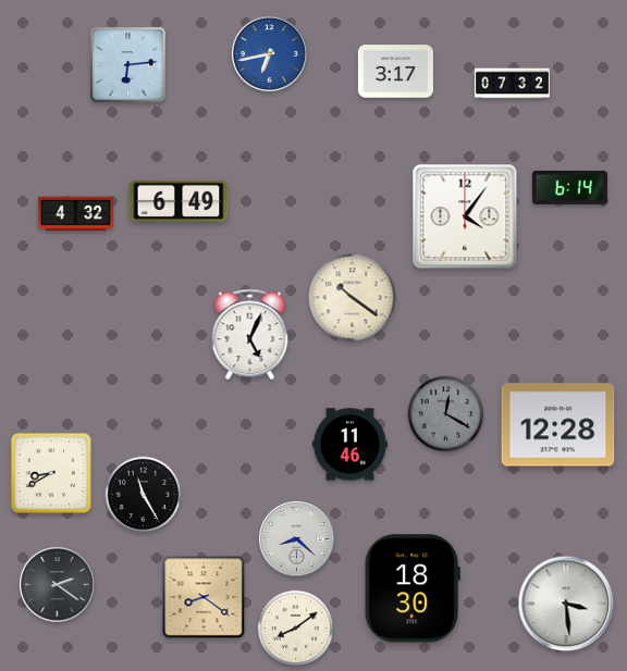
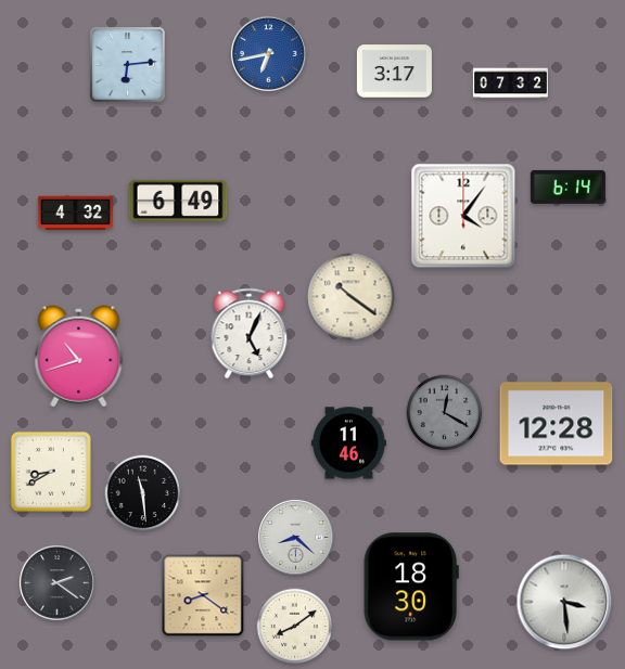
clock at (79, 357): none -> 10:42
clock at (144, 495): 11:25 -> 11:29
